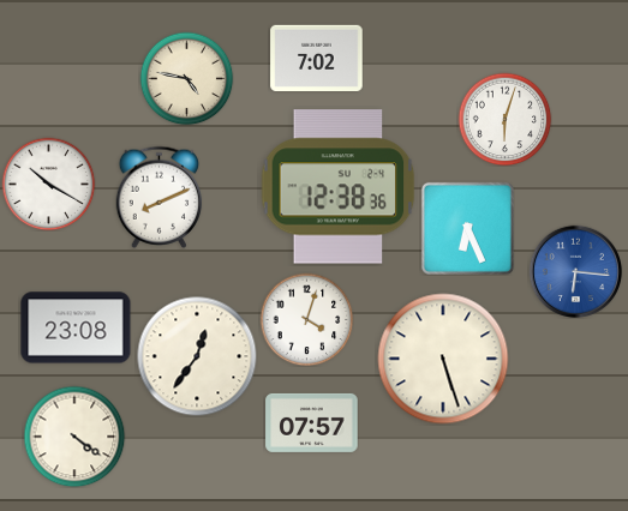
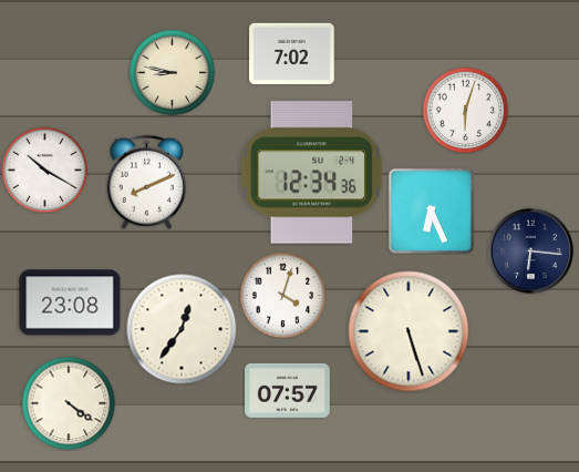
clock at (186, 78): 4:47 -> 8:47
clock at (339, 187): 12:38 -> 12:34
clock at (575, 271) dial: blue -> navy
